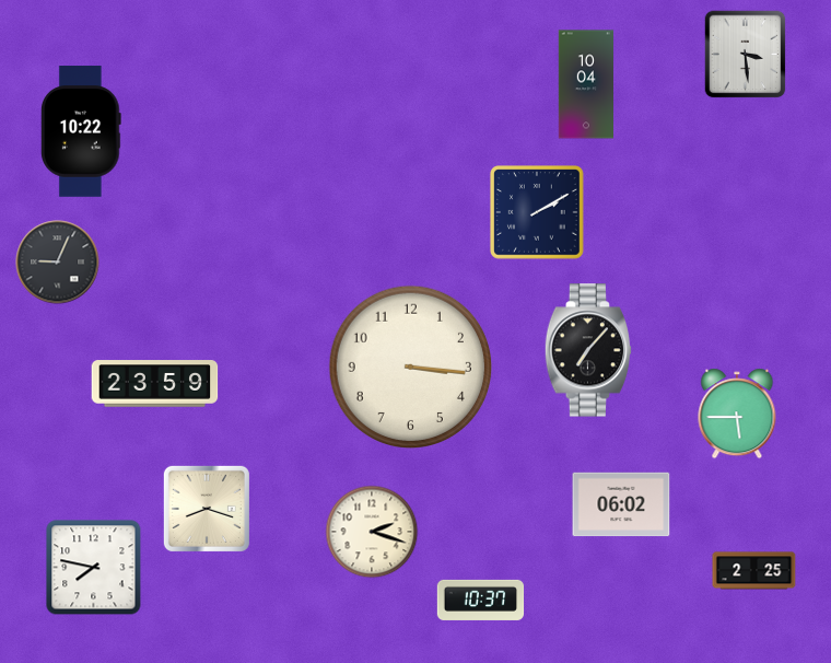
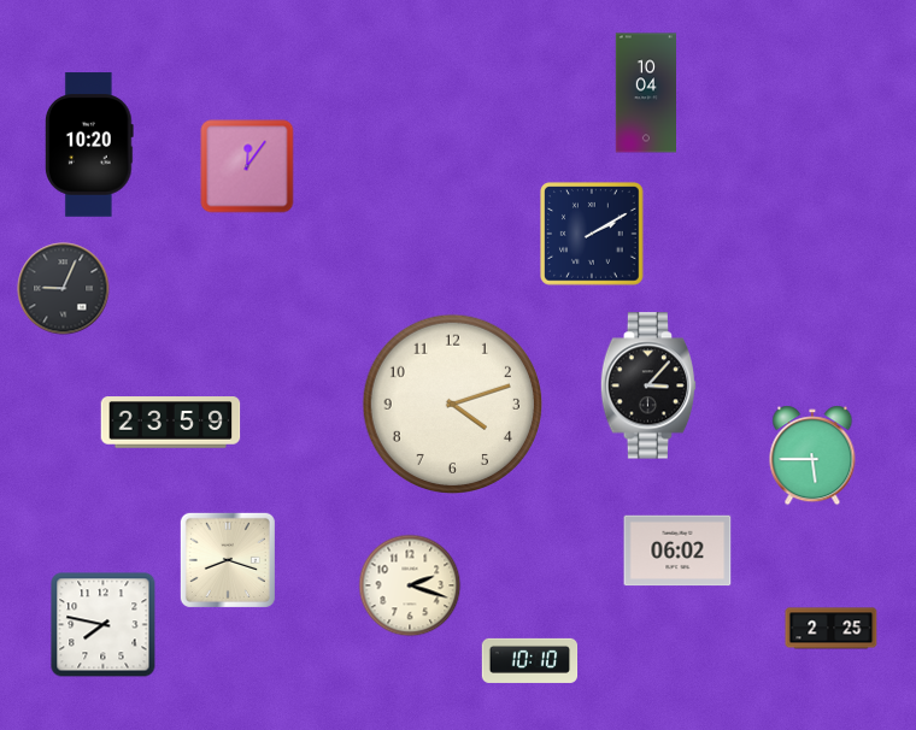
clock at (746, 55): 3:29 -> none
clock at (82, 131): 10:22 -> 10:20
clock at (247, 166): none -> 12:06
clock at (588, 350): 7:07 -> 3:07
clock at (410, 367): 3:16 -> 4:12
clock at (621, 504) position: (621, 504) -> (677, 551)
clock at (481, 600): 10:37 -> 10:10
